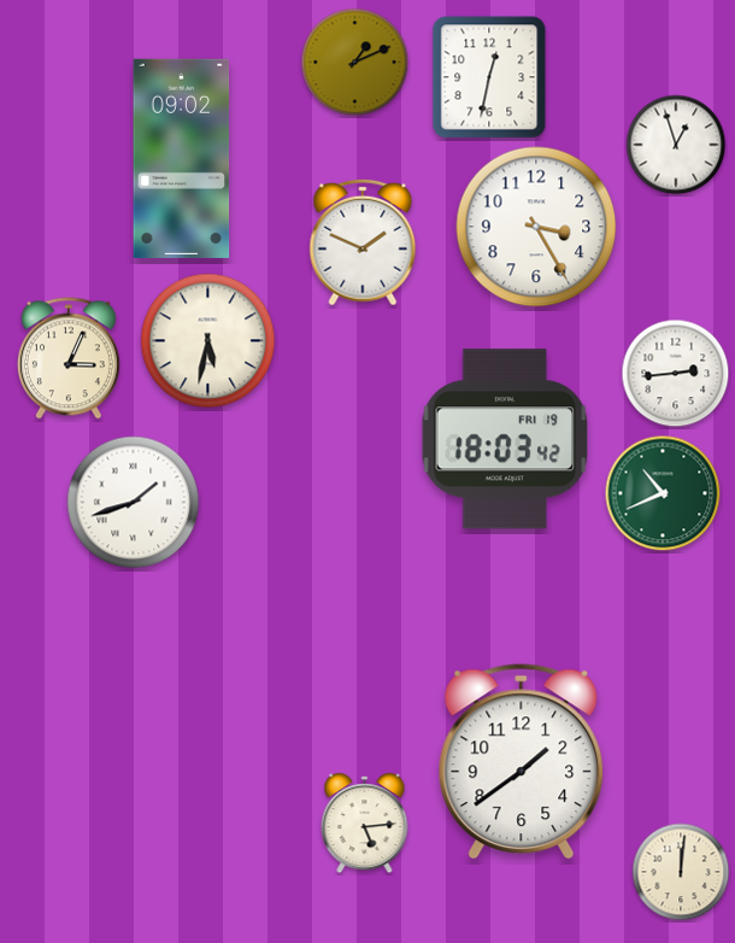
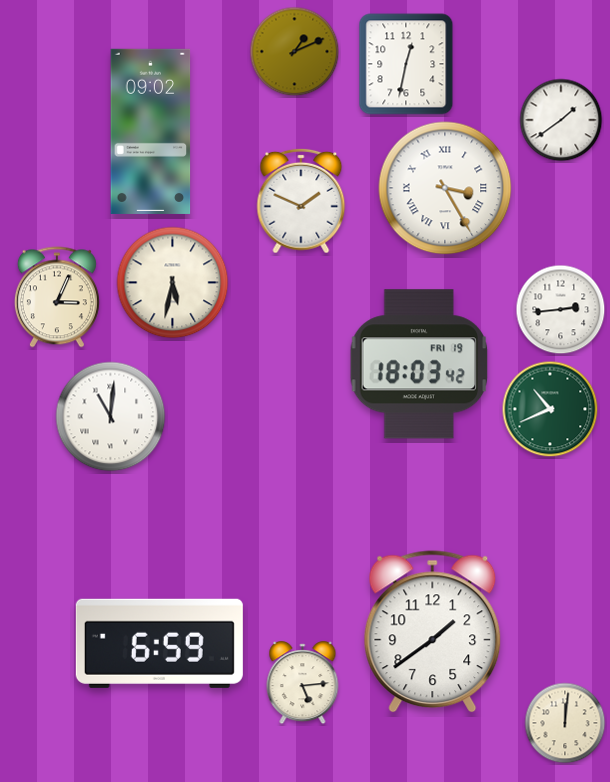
clock at (676, 145): 12:57 -> 1:39
clock at (536, 227) numerals: Arabic -> Roman
clock at (134, 503): 1:42 -> 11:01
clock at (159, 643): none -> 6:59
